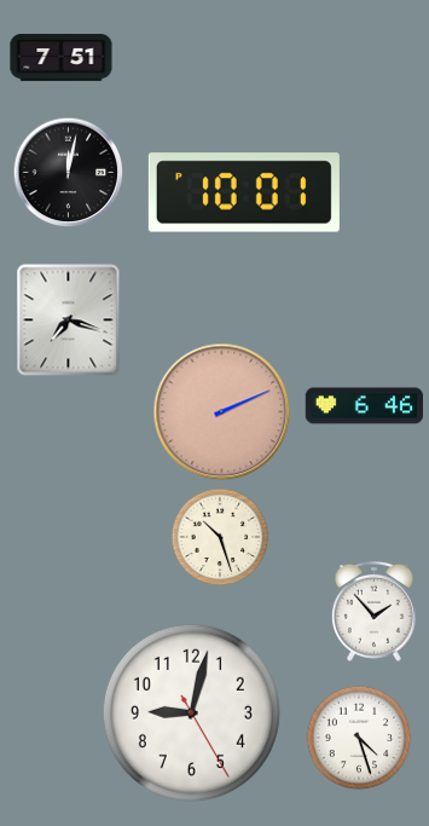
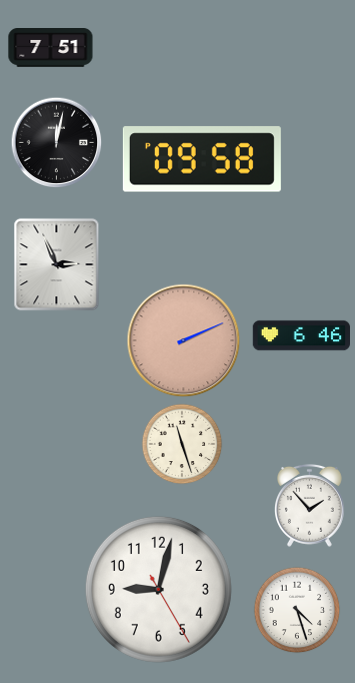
clock at (244, 192): 10:01 -> 09:58
clock at (69, 320): 7:18 -> 2:56
clock at (220, 537): 10:27 -> 11:27
